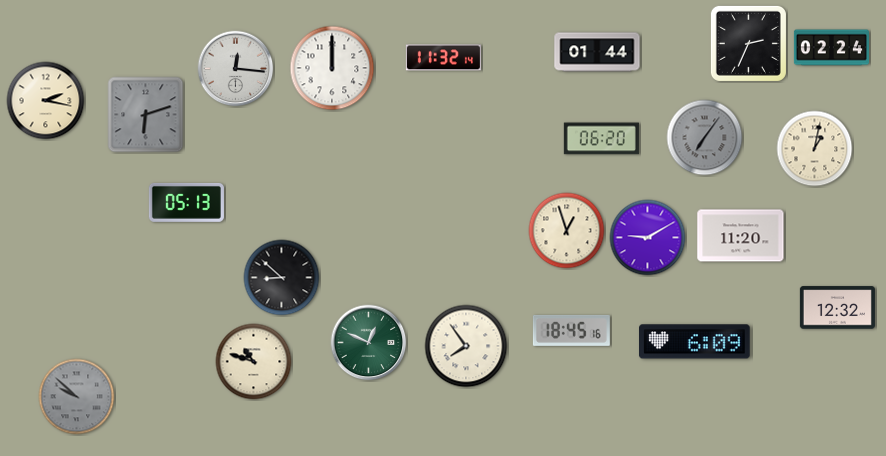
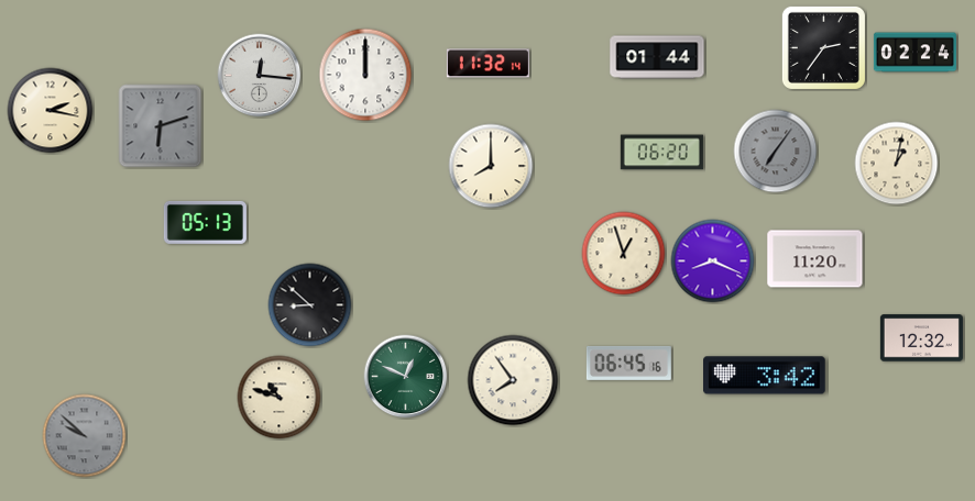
clock at (748, 43): 2:34 -> 2:36
clock at (491, 166): none -> 8:00
clock at (648, 238): 9:10 -> 8:19
clock at (571, 330): 18:45 -> 06:45
clock at (695, 342): 6:09 -> 3:42
